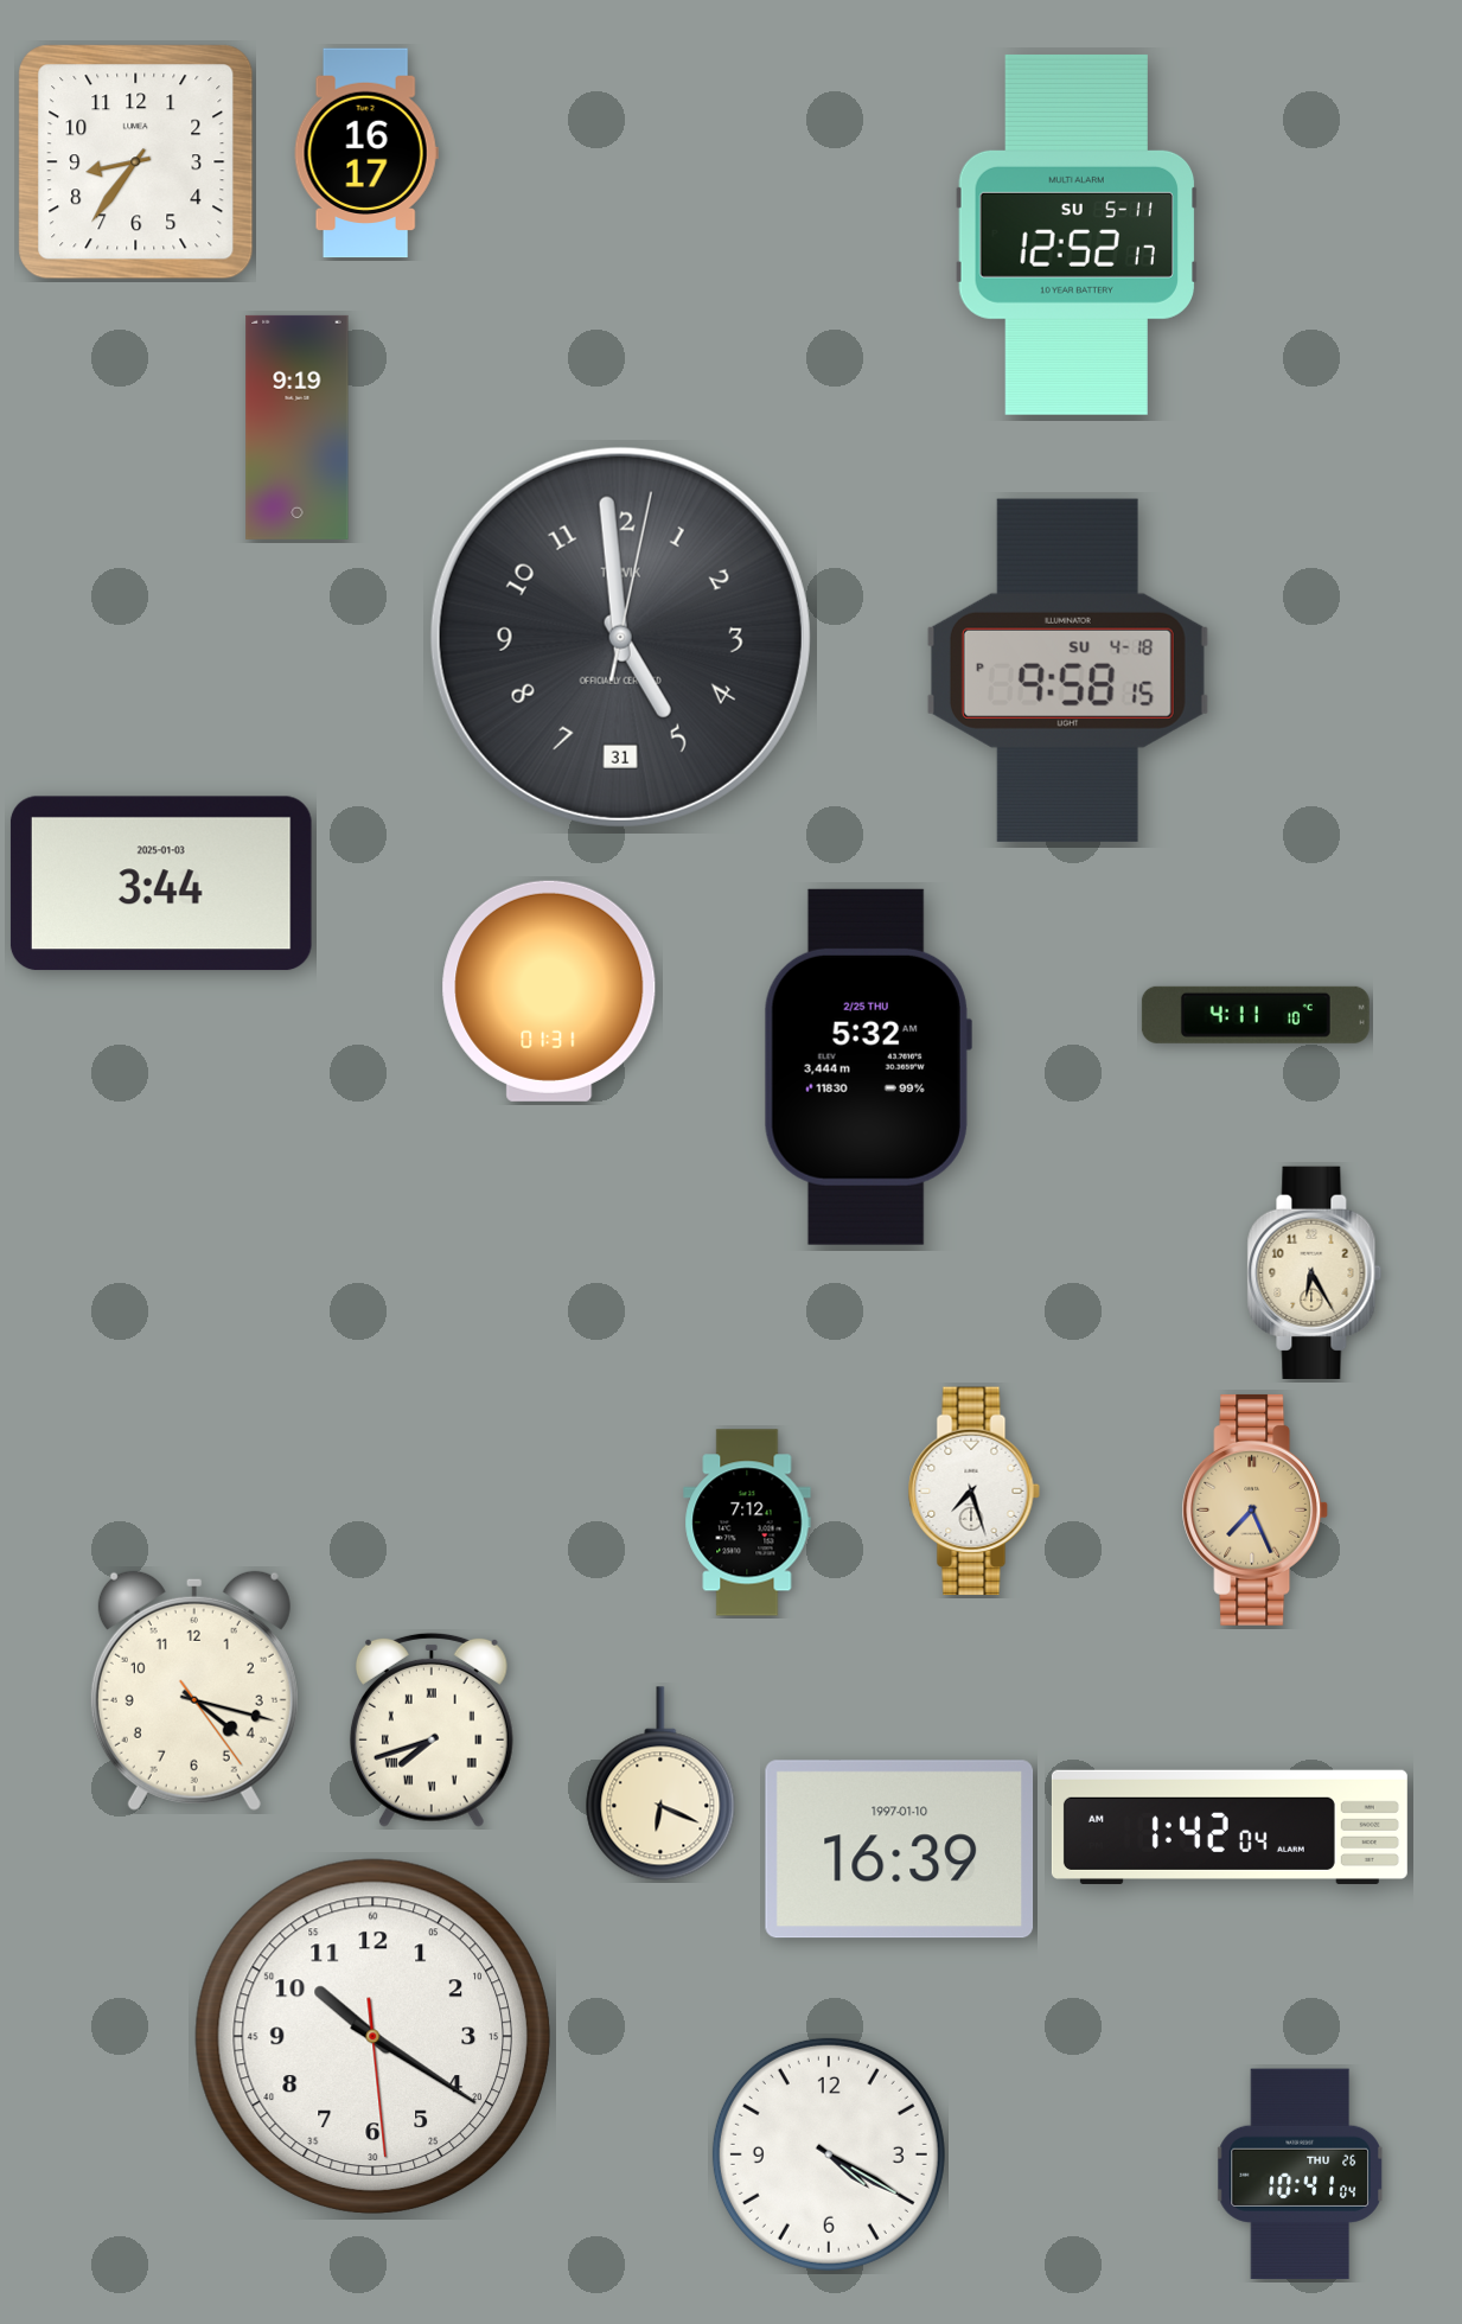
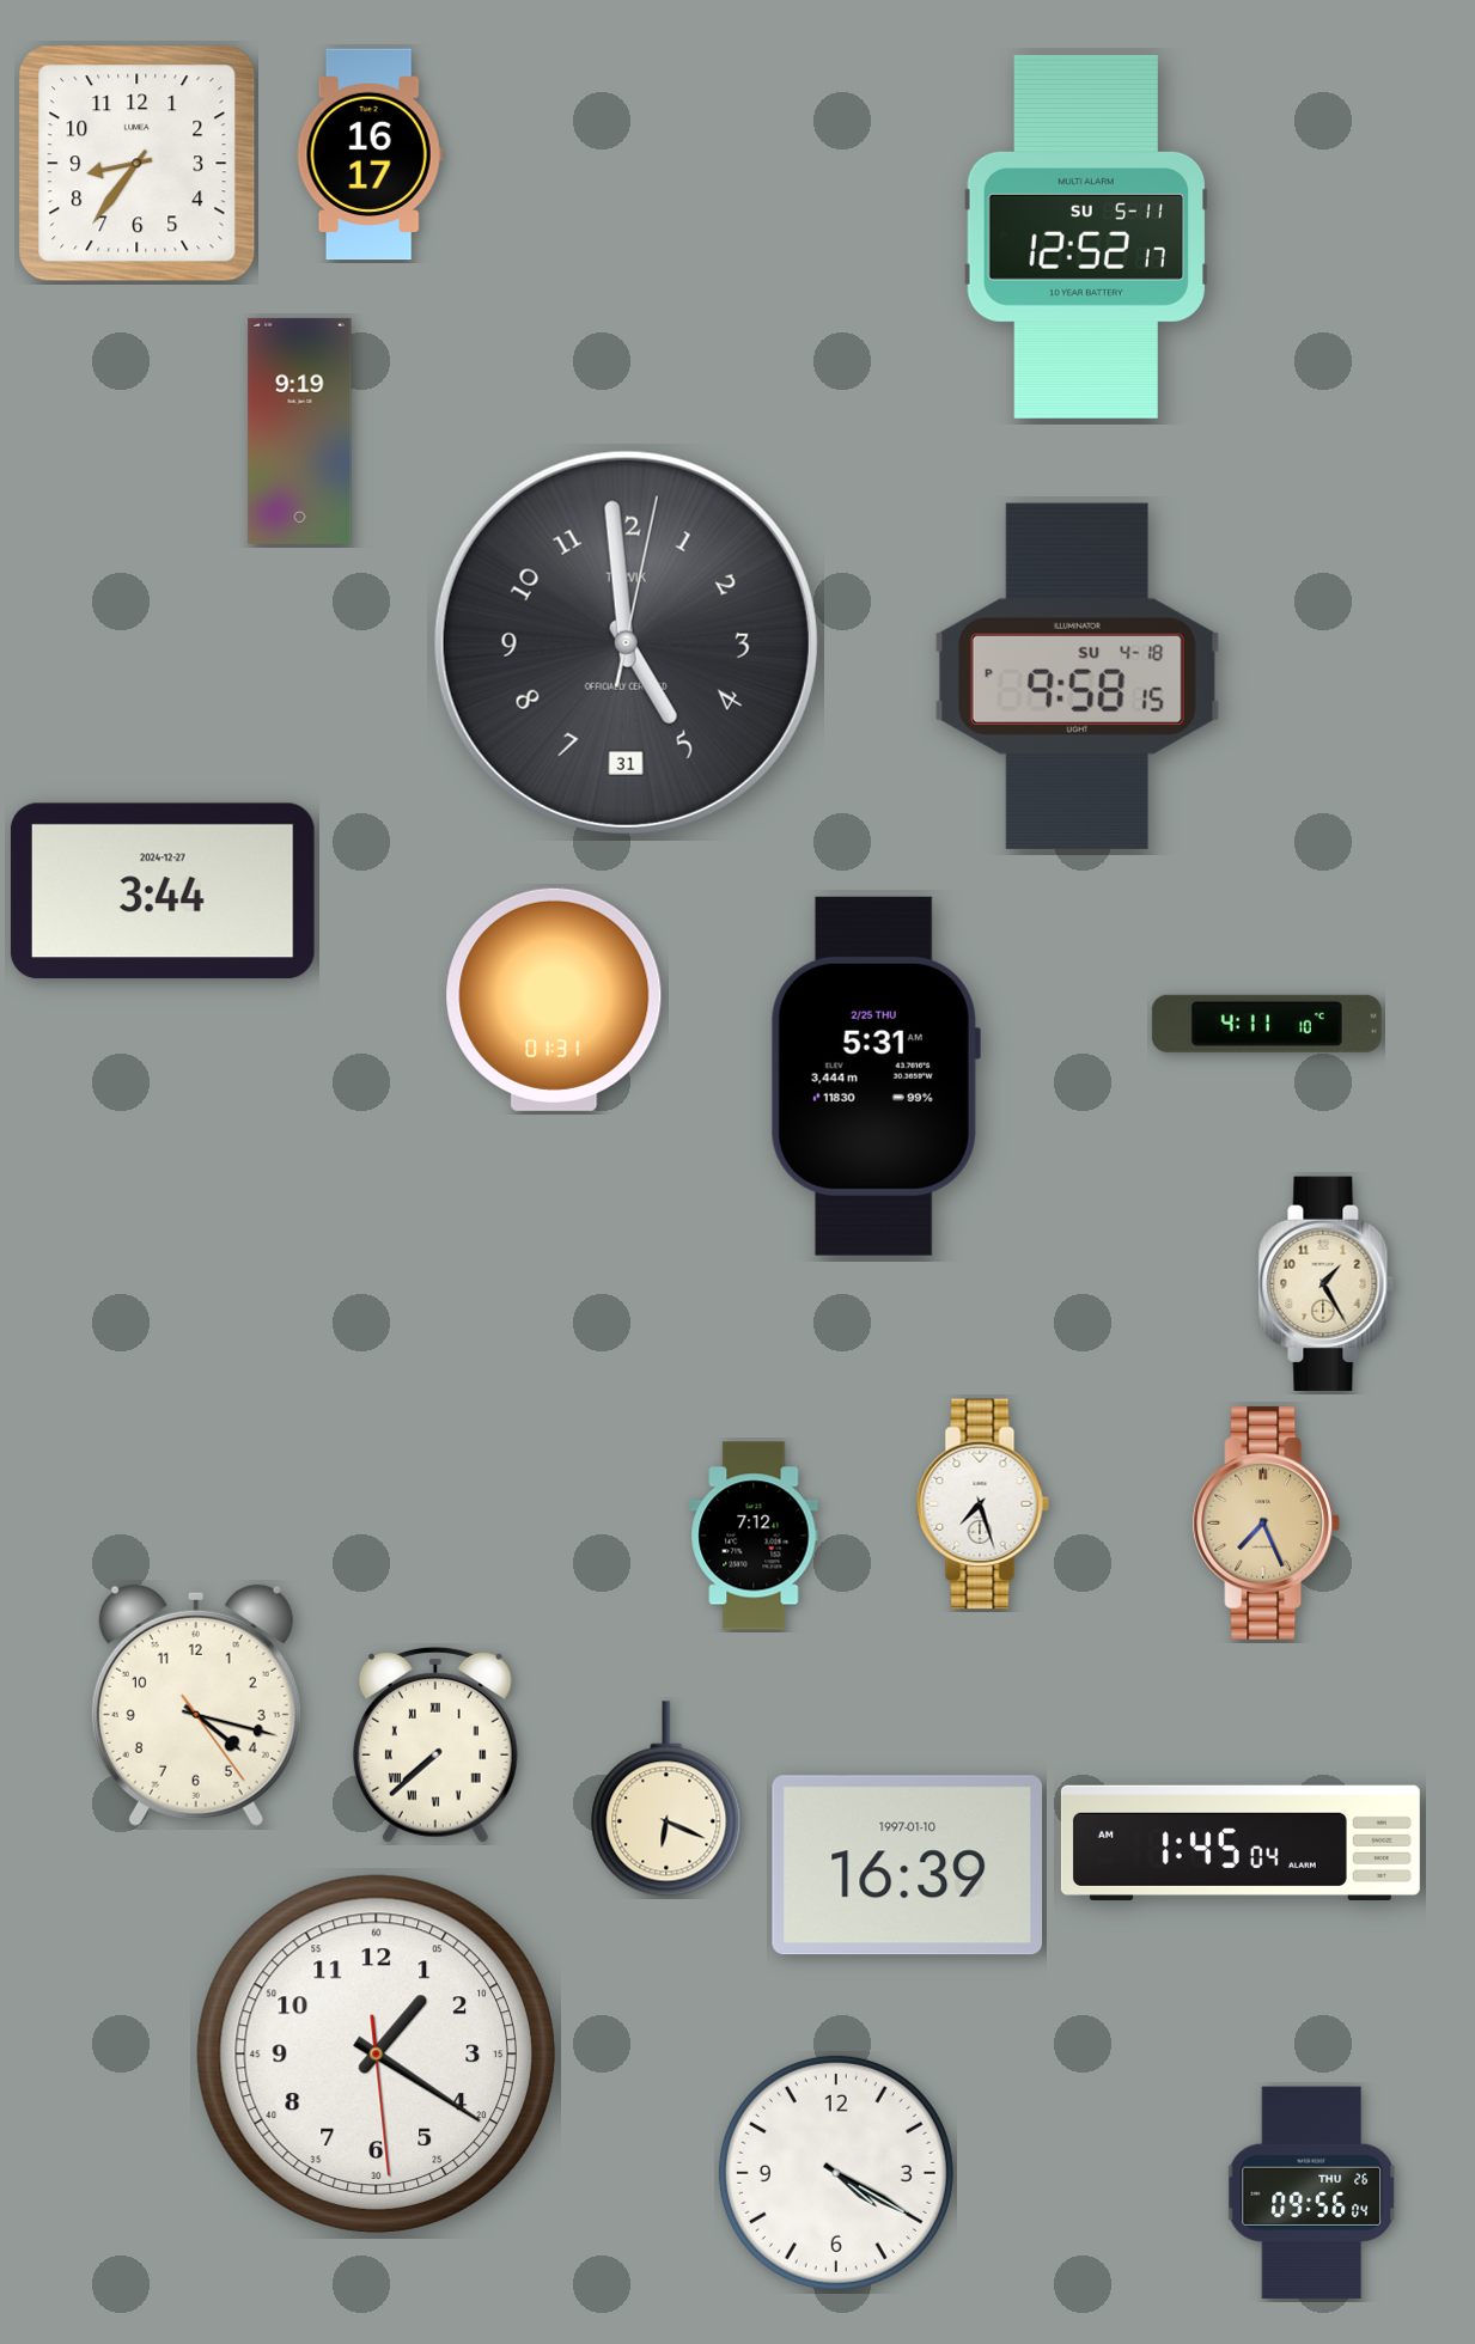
clock at (161, 883) date: 2025-01-03 -> 2024-12-27
clock at (868, 1067): 5:32 -> 5:31
clock at (1315, 1272): 6:25 -> 1:25
clock at (432, 1730): 7:42 -> 7:38
clock at (1230, 1827): 1:42 -> 1:45
clock at (372, 2036): 10:20 -> 1:20
clock at (1300, 2175): 10:41 -> 09:56
